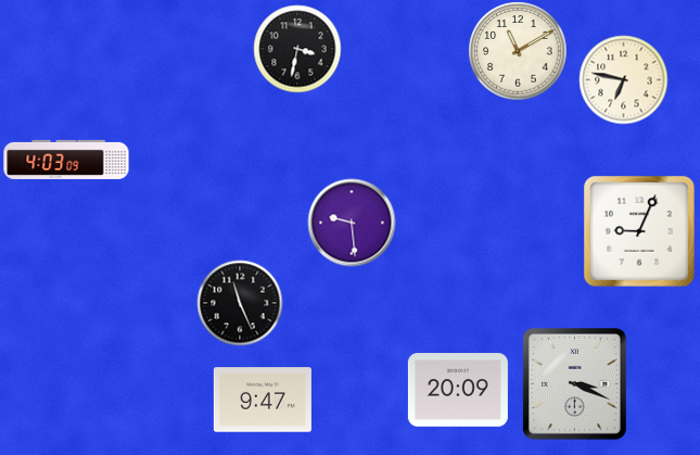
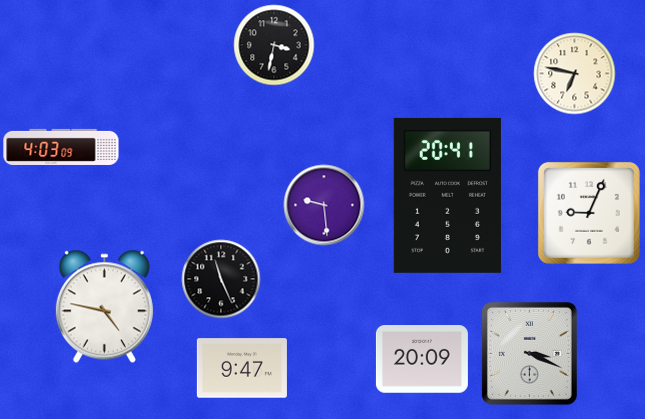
clock at (518, 51): 11:10 -> none
clock at (447, 195): none -> 20:41
clock at (104, 306): none -> 4:47
